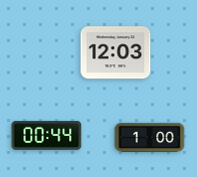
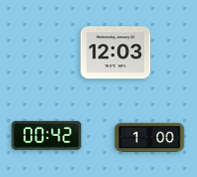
clock at (47, 135): 00:44 -> 00:42
